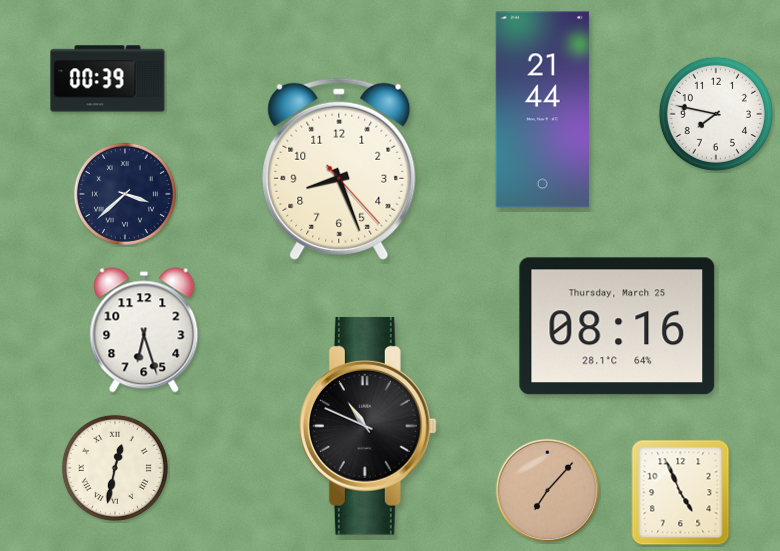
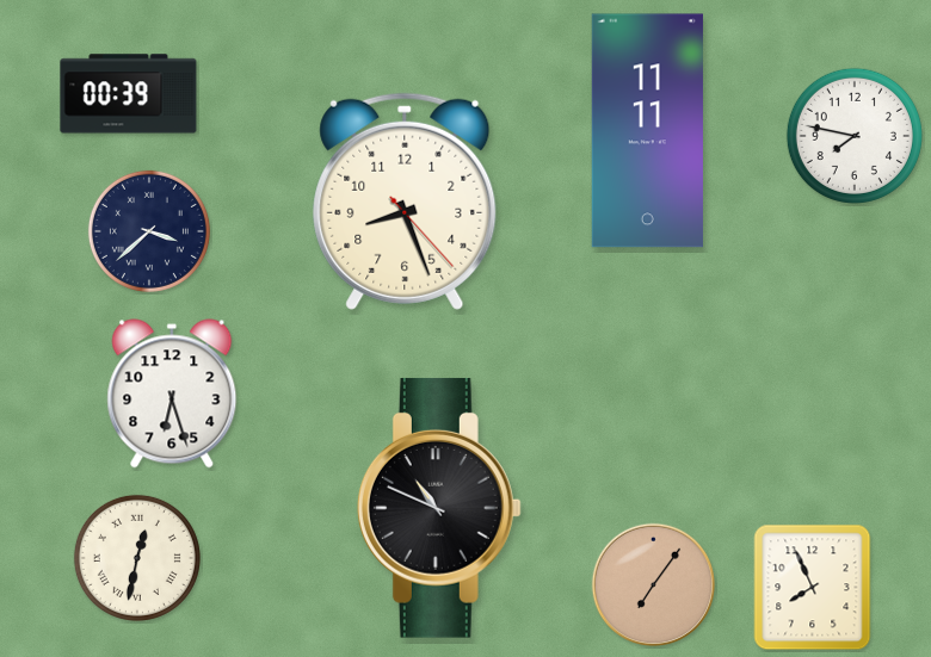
clock at (542, 110): 21:44 -> 11:11
clock at (617, 326): 08:16 -> none
clock at (548, 491): 7:07 -> 7:06
clock at (681, 493): 4:56 -> 7:56
